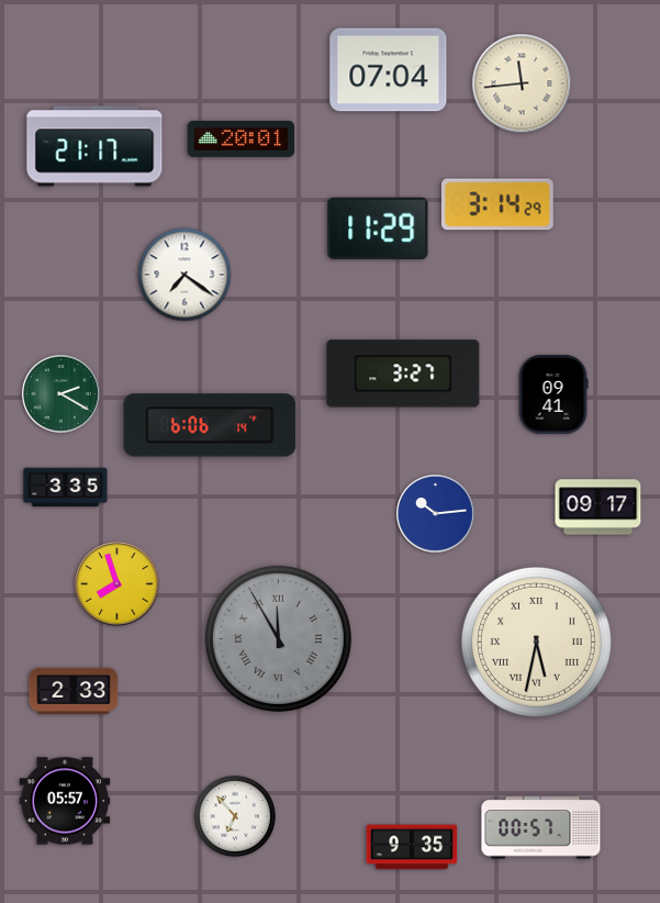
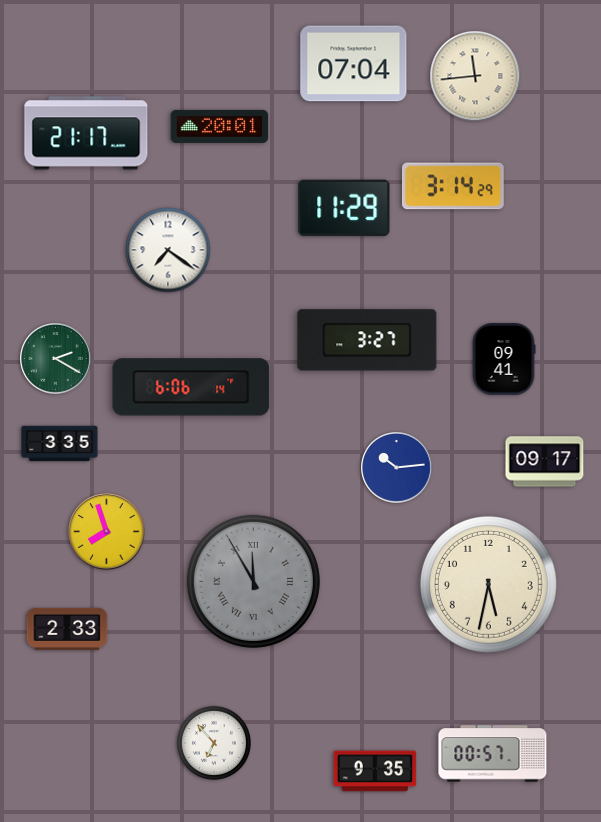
clock at (536, 642) numerals: Roman -> Arabic
clock at (65, 801): 05:57 -> none
